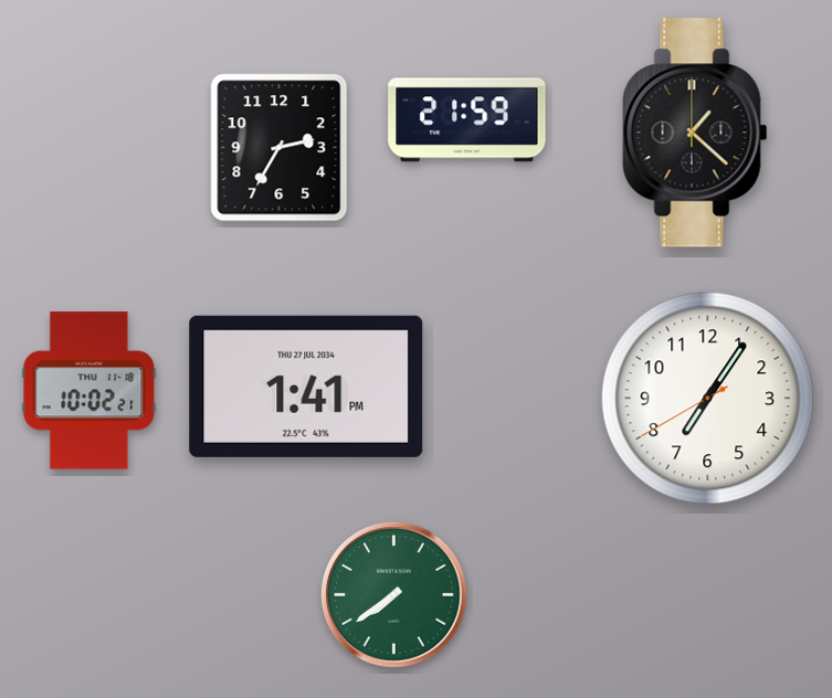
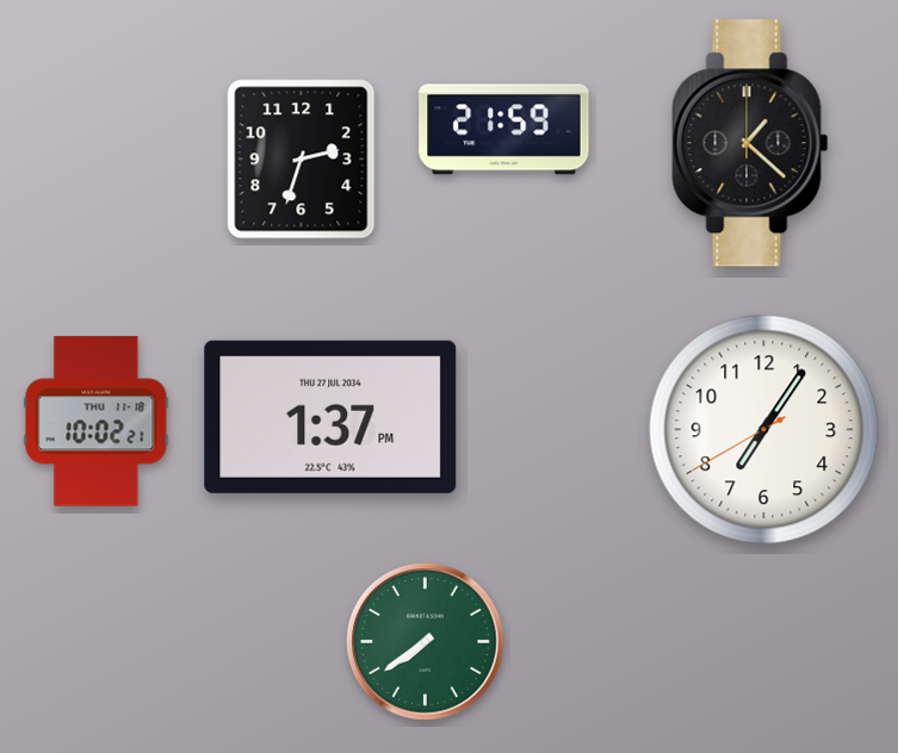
clock at (280, 148): 2:35 -> 2:33
clock at (306, 387): 1:41 -> 1:37
